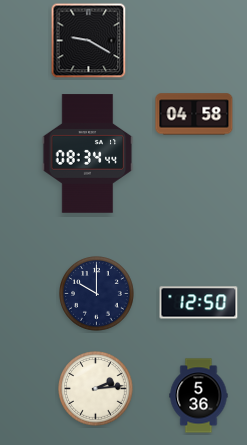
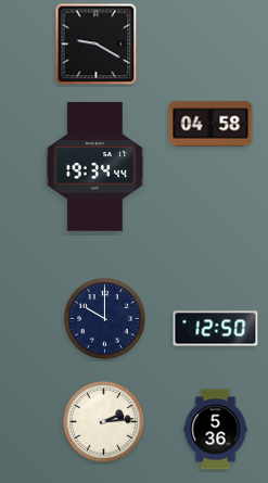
clock at (88, 154): 08:34 -> 19:34
